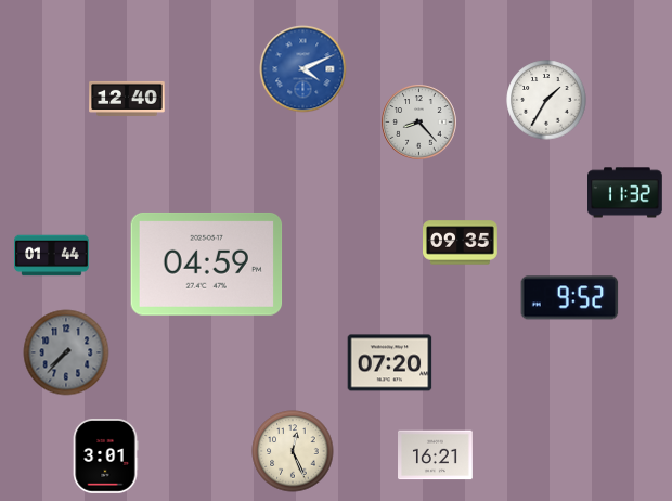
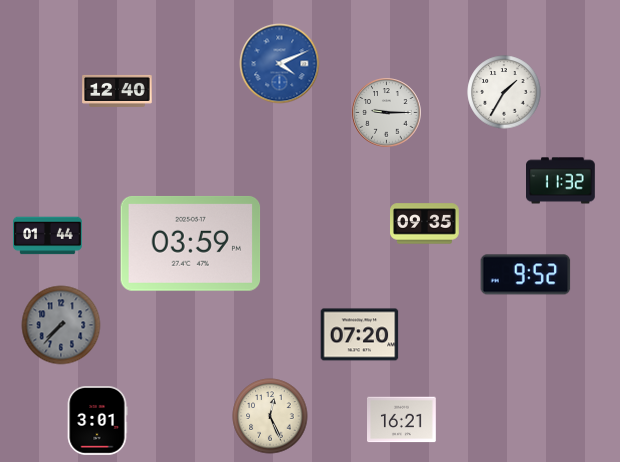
clock at (419, 123): 8:23 -> 9:15
clock at (625, 193) position: (625, 193) -> (561, 181)
clock at (207, 264): 04:59 -> 03:59
